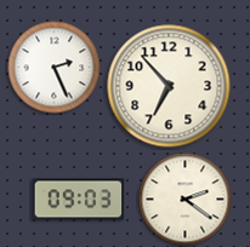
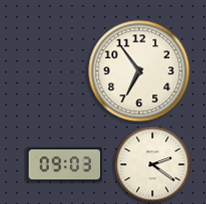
clock at (55, 68): 2:26 -> none
clock at (169, 86): 6:53 -> 6:54
